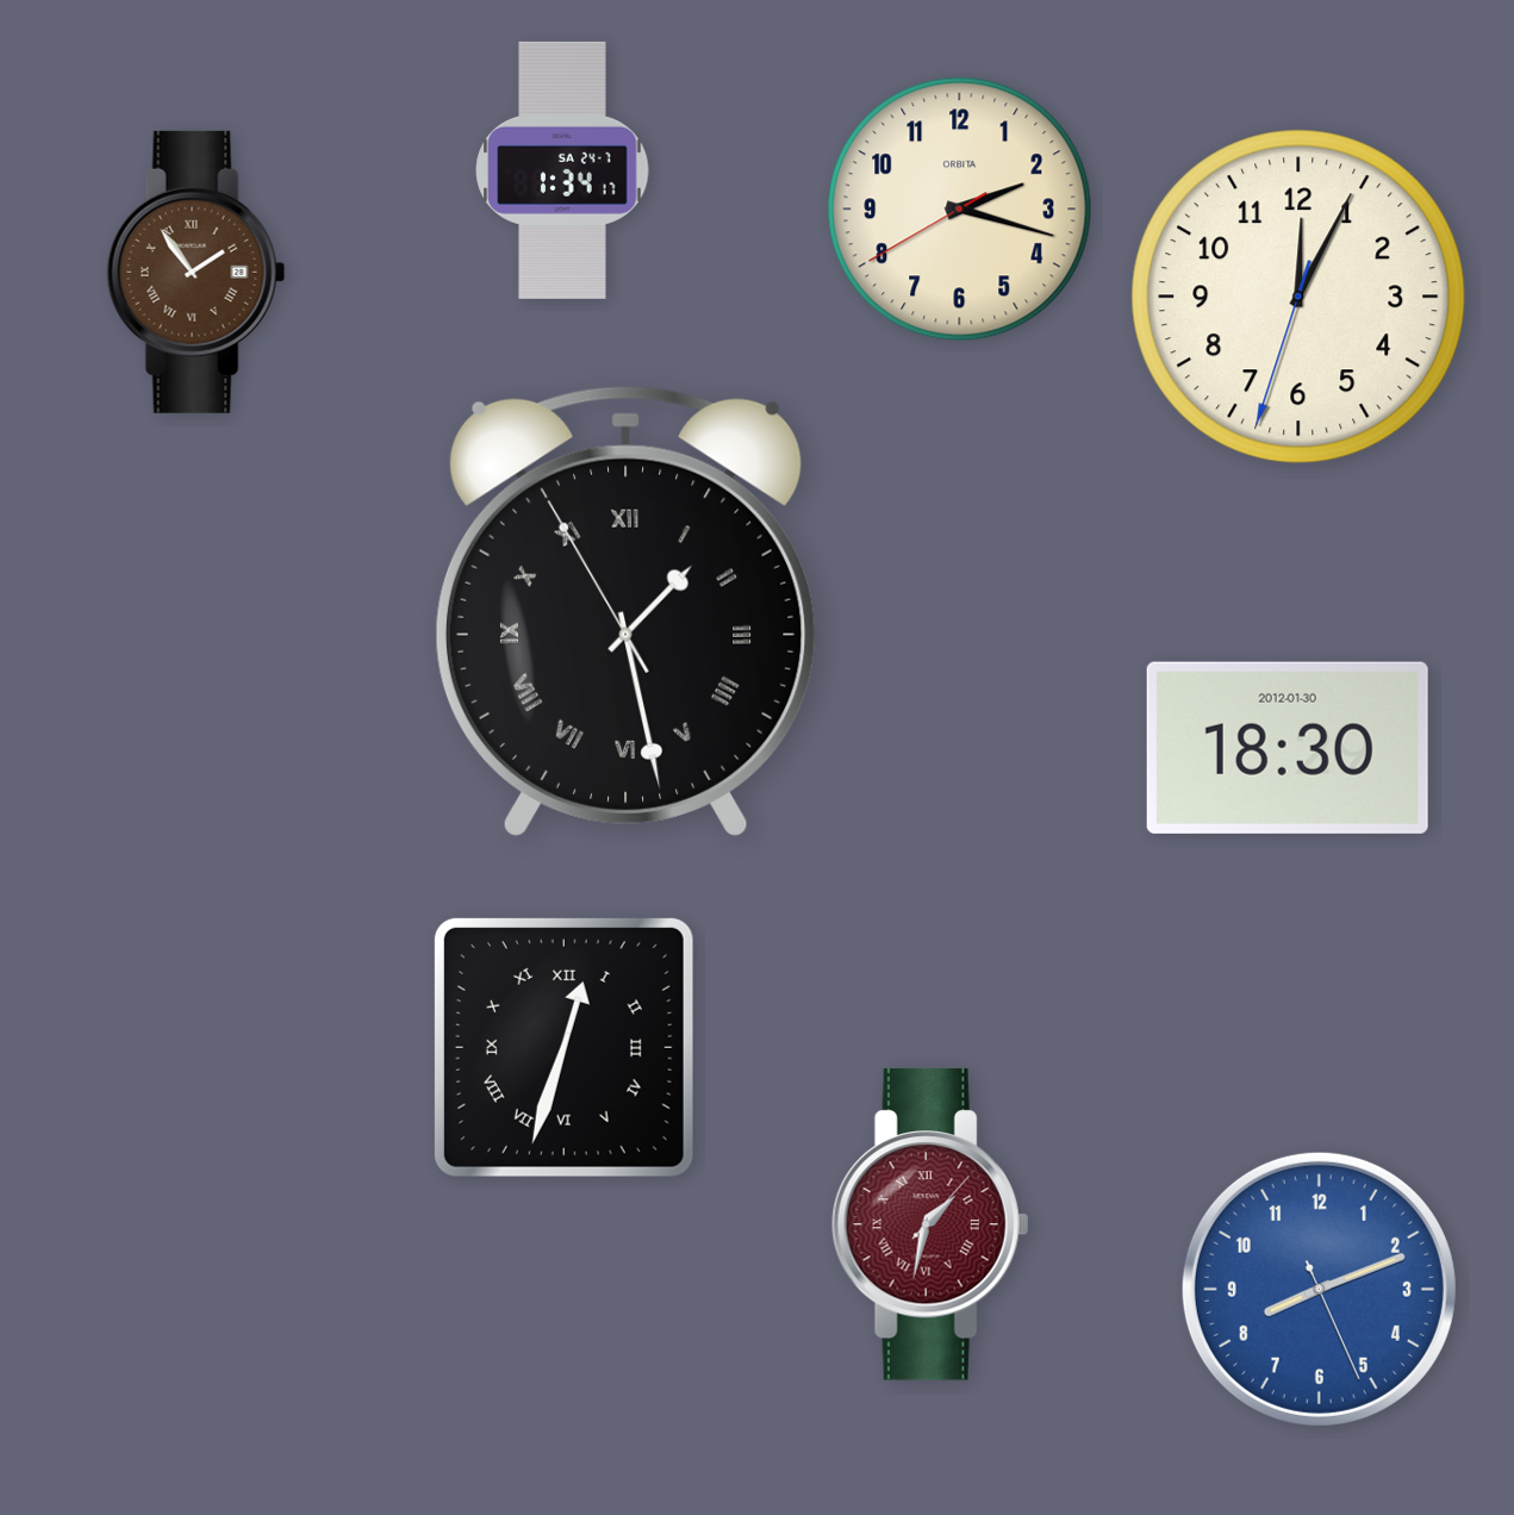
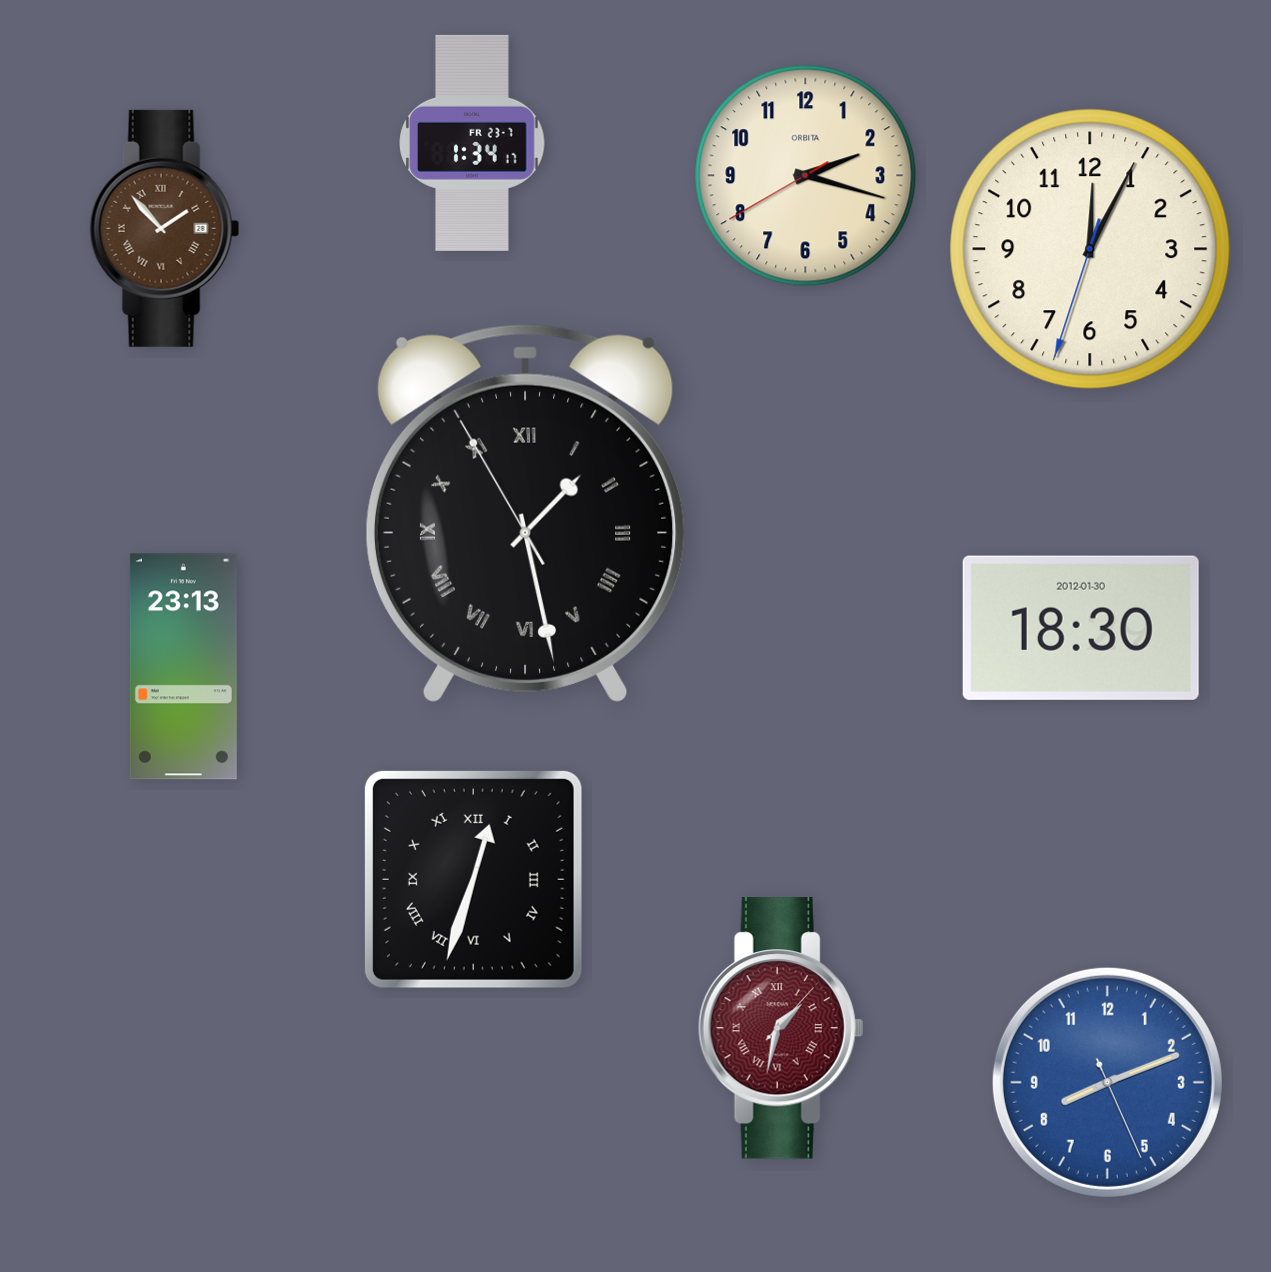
clock at (562, 170) date: SA 24-7 -> FR 23-7
clock at (197, 272): 1:54 -> 1:53
clock at (183, 667): none -> 23:13
